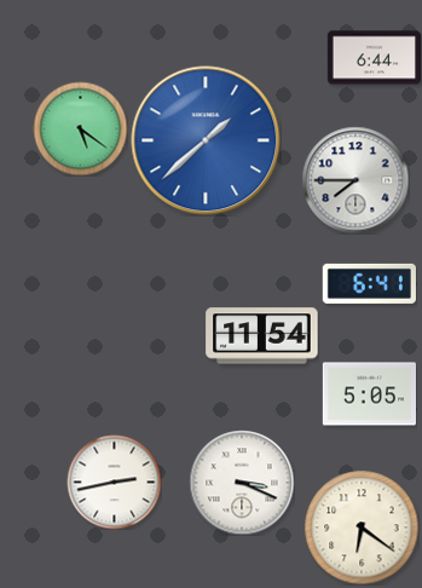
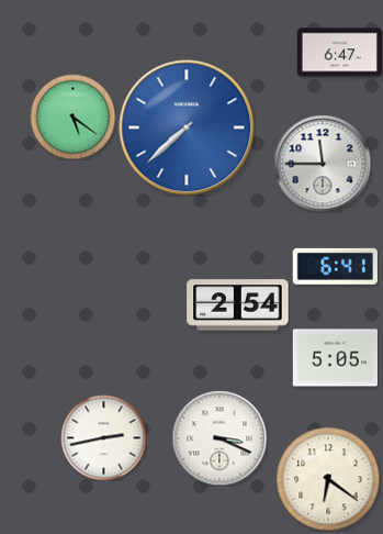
clock at (374, 58): 6:44 -> 6:47
clock at (206, 140): 1:38 -> 7:38
clock at (355, 180): 7:45 -> 11:45
clock at (369, 283) position: (369, 283) -> (335, 266)
clock at (262, 336): 11:54 -> 2:54
